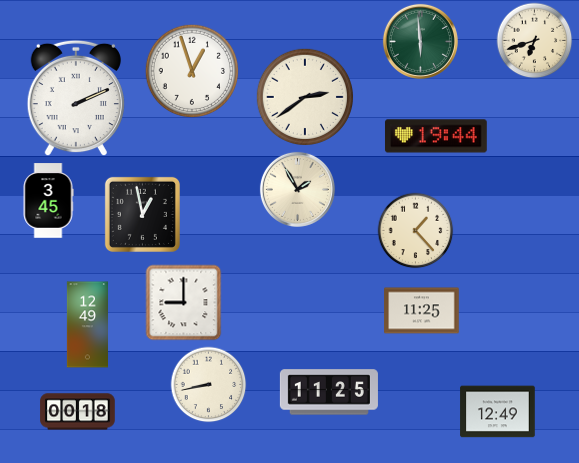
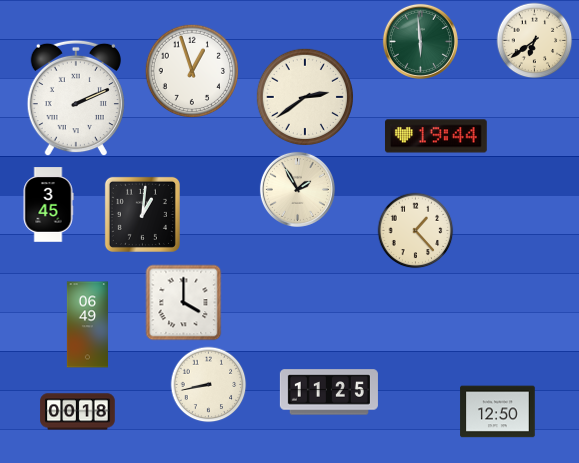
clock at (535, 41): 6:42 -> 6:39
clock at (48, 201) position: (48, 201) -> (48, 205)
clock at (142, 214): 12:58 -> 1:01
clock at (184, 303): 9:00 -> 4:00
clock at (422, 311): 11:25 -> none
clock at (87, 325): 12:49 -> 06:49
clock at (498, 412): 12:49 -> 12:50
